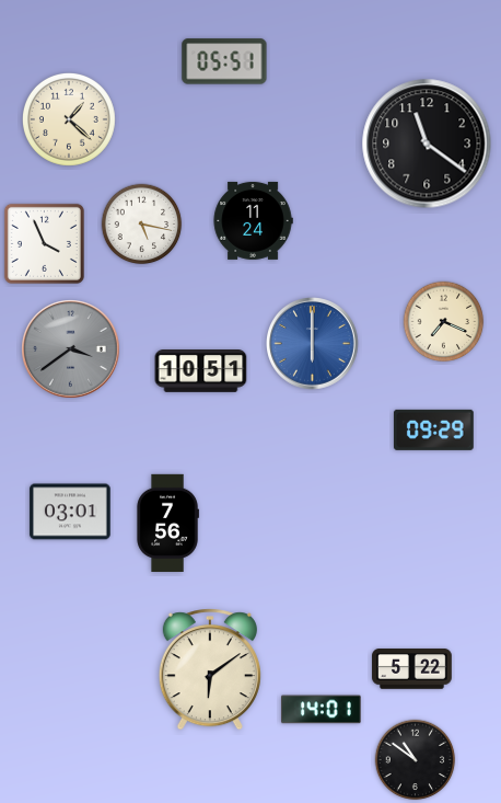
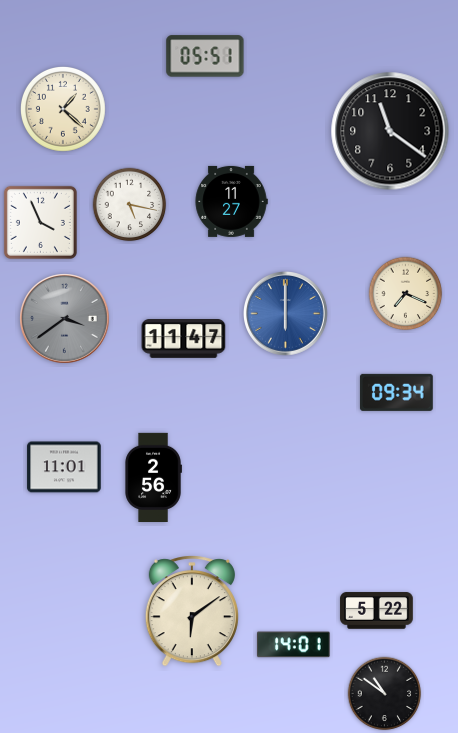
clock at (253, 220): 11:24 -> 11:27
clock at (201, 371): 10:51 -> 11:47
clock at (434, 429): 09:29 -> 09:34
clock at (70, 512): 03:01 -> 11:01
clock at (167, 523): 7:56 -> 2:56
clock at (321, 710) position: (321, 710) -> (293, 645)
clock at (416, 760) position: (416, 760) -> (385, 694)
